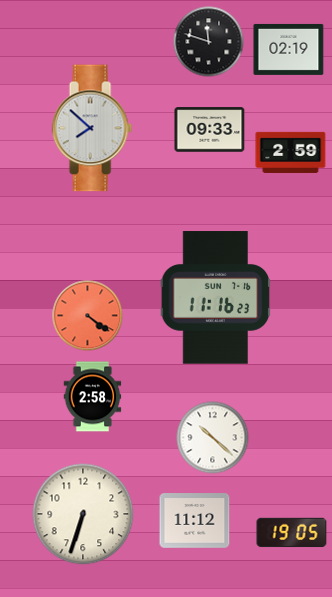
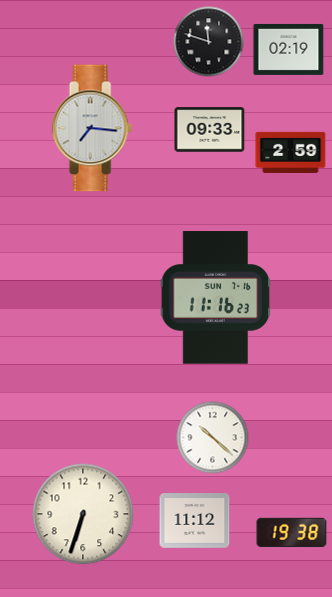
clock at (92, 128): 7:52 -> 7:16
clock at (88, 316): 4:21 -> none
clock at (93, 397): 2:58 -> none
clock at (292, 533): 19:05 -> 19:38
